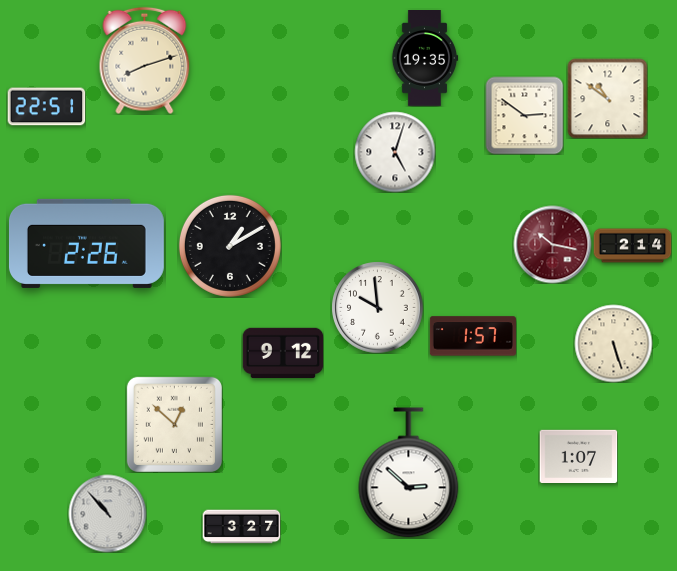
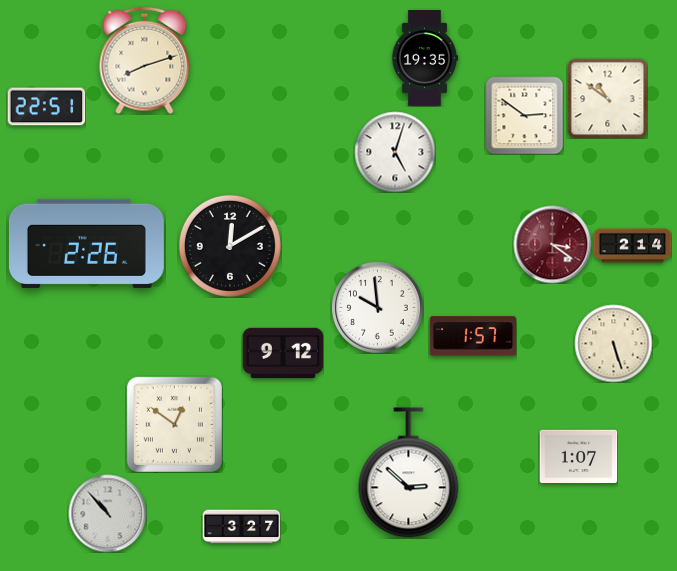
clock at (552, 244): 10:17 -> 3:21
clock at (230, 246): 1:10 -> 12:10
clock at (174, 424): 12:52 -> 12:51
